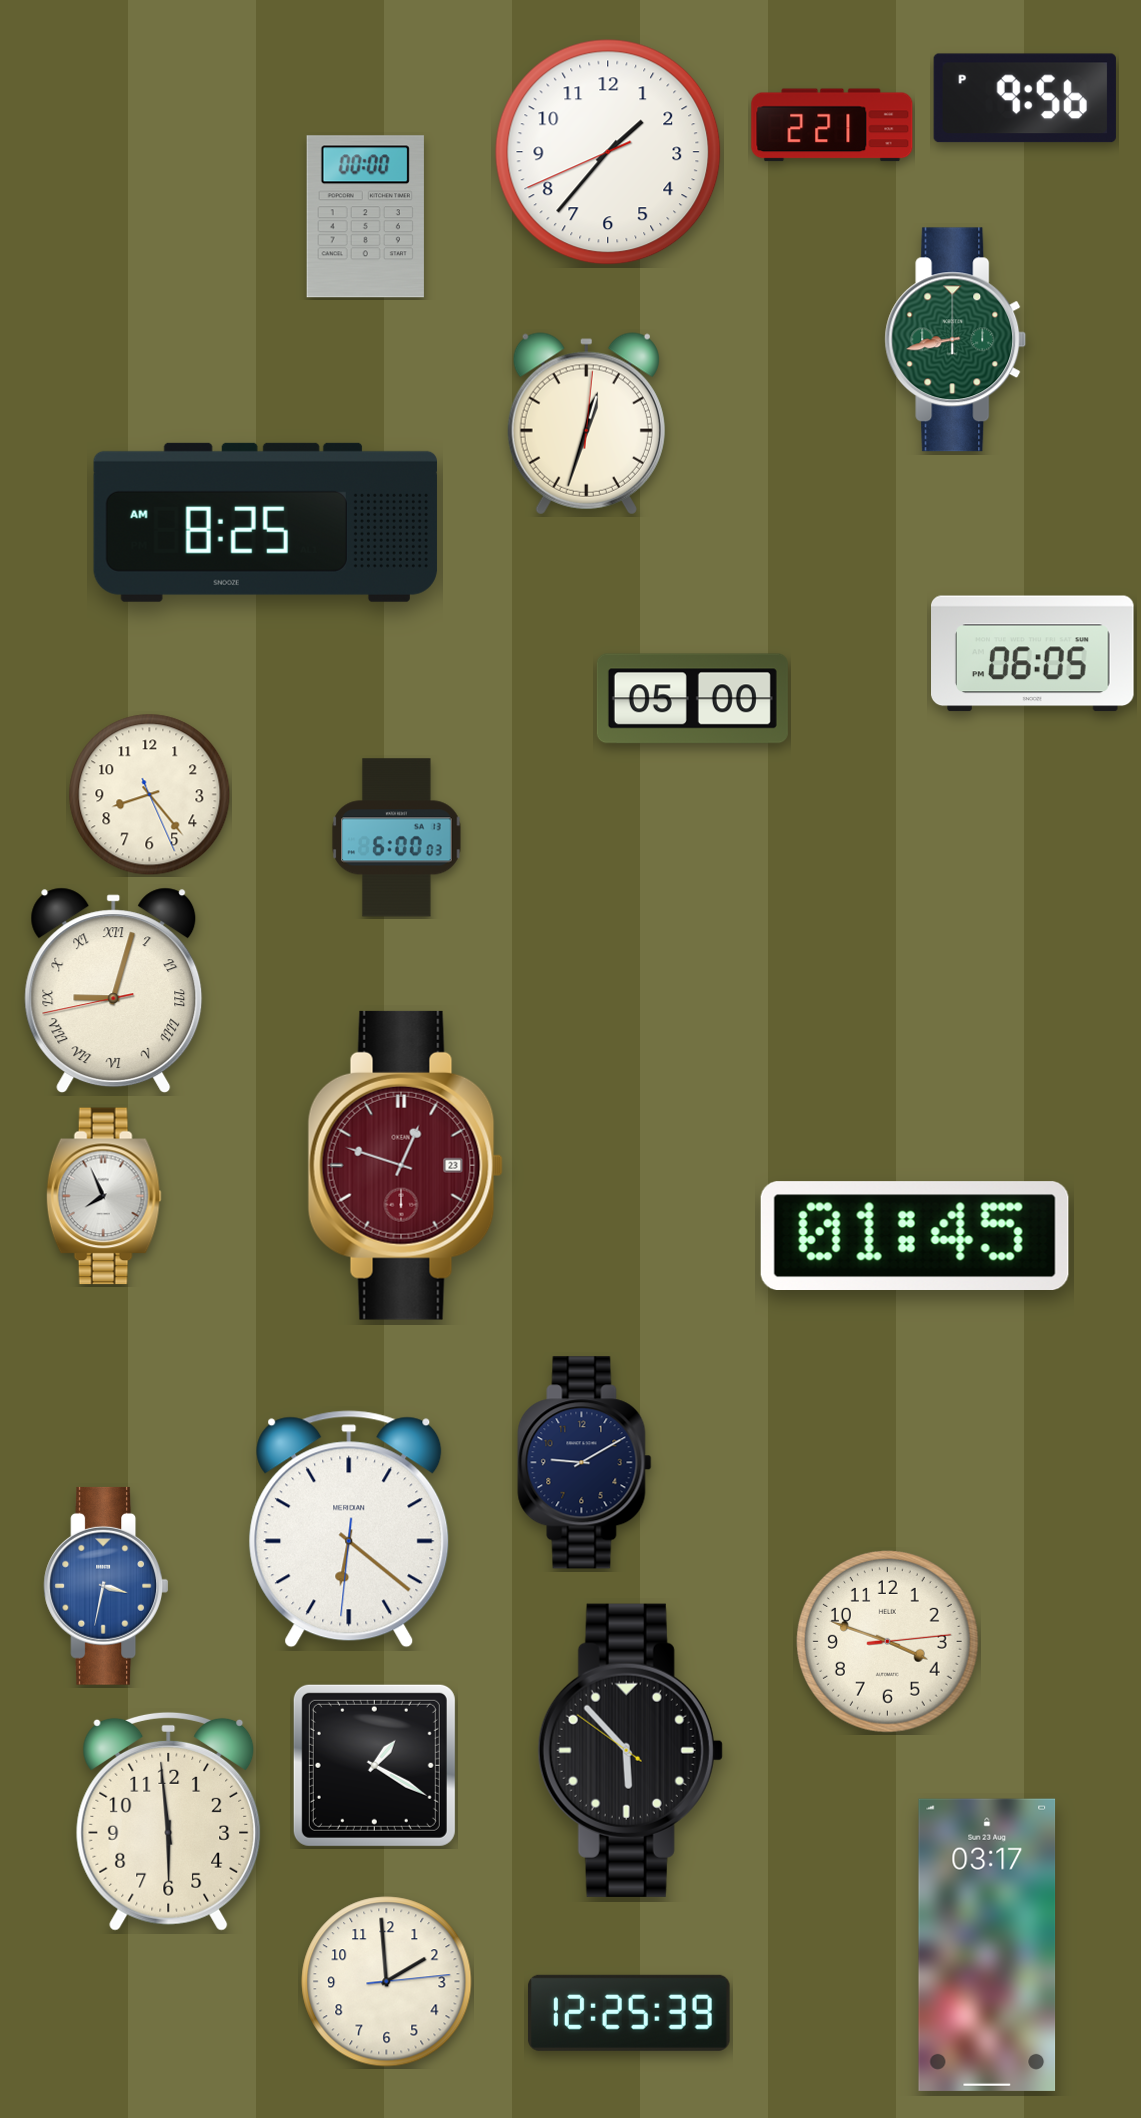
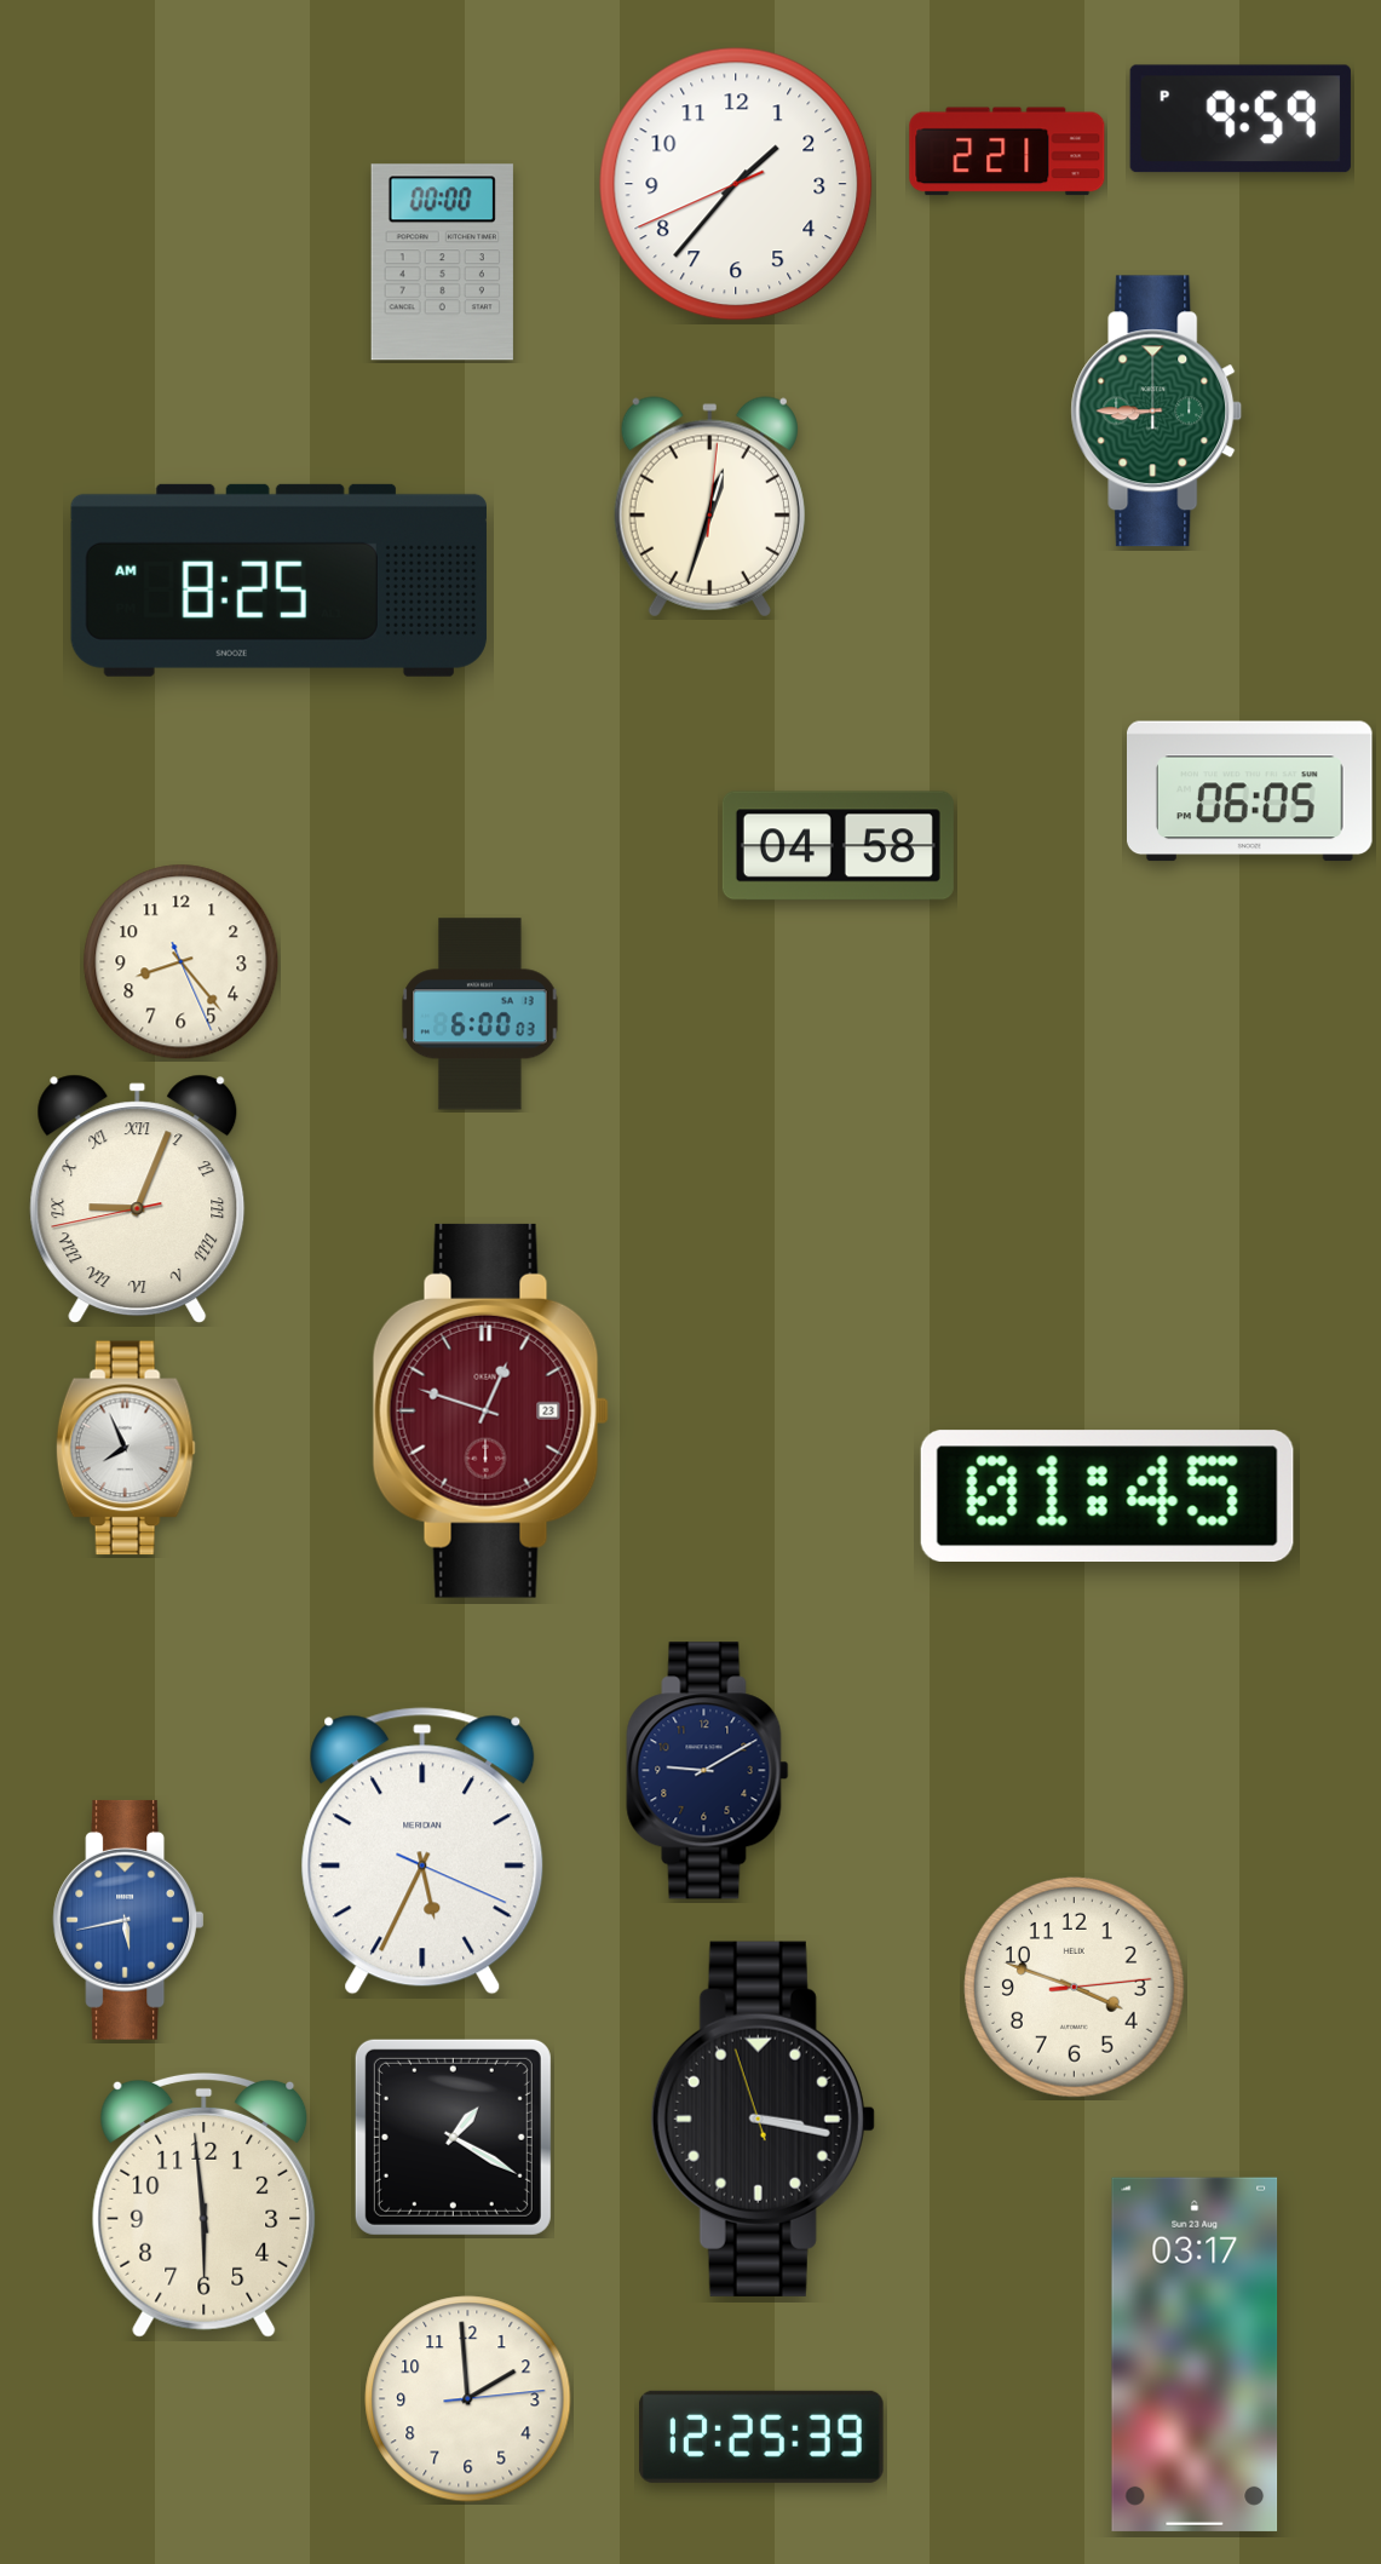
clock at (1025, 98): 9:56 -> 9:59
clock at (956, 340): 8:43 -> 8:45
clock at (586, 424) position: (586, 424) -> (709, 507)
clock at (265, 522) position: (265, 522) -> (278, 580)
clock at (692, 699): 05:00 -> 04:58
clock at (114, 991): 9:02 -> 9:03
clock at (349, 1529): 6:21 -> 5:34
clock at (106, 1586): 3:32 -> 5:43
clock at (630, 1750): 5:52 -> 3:16
